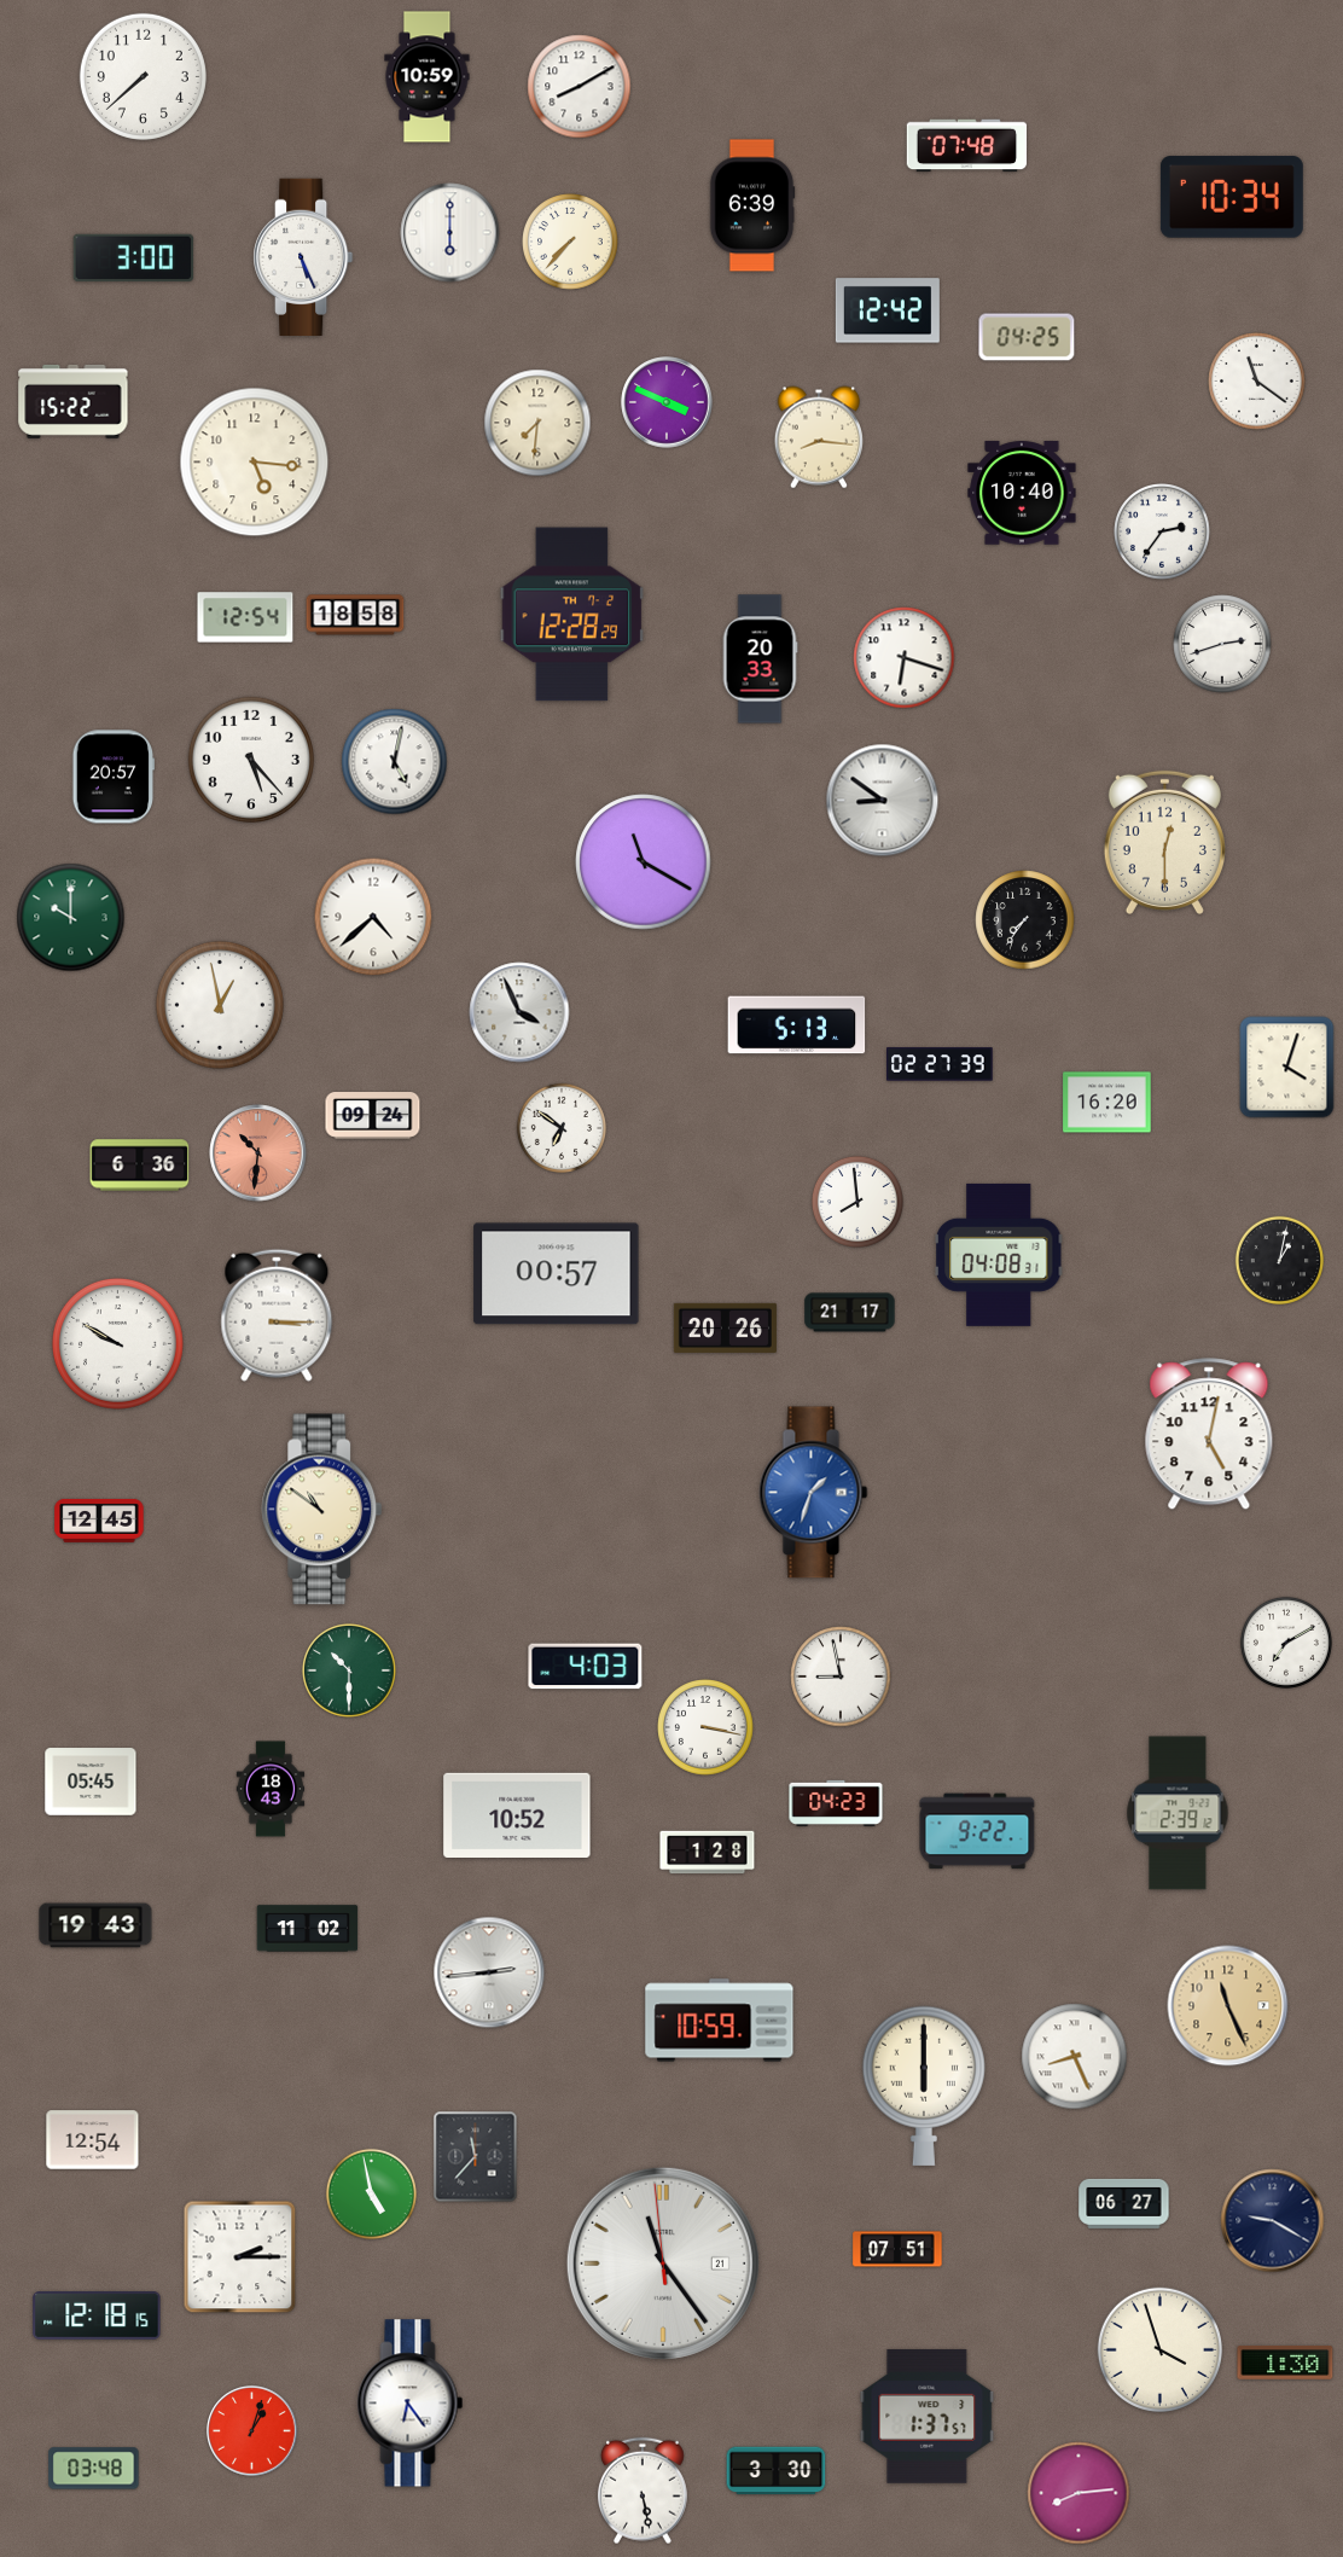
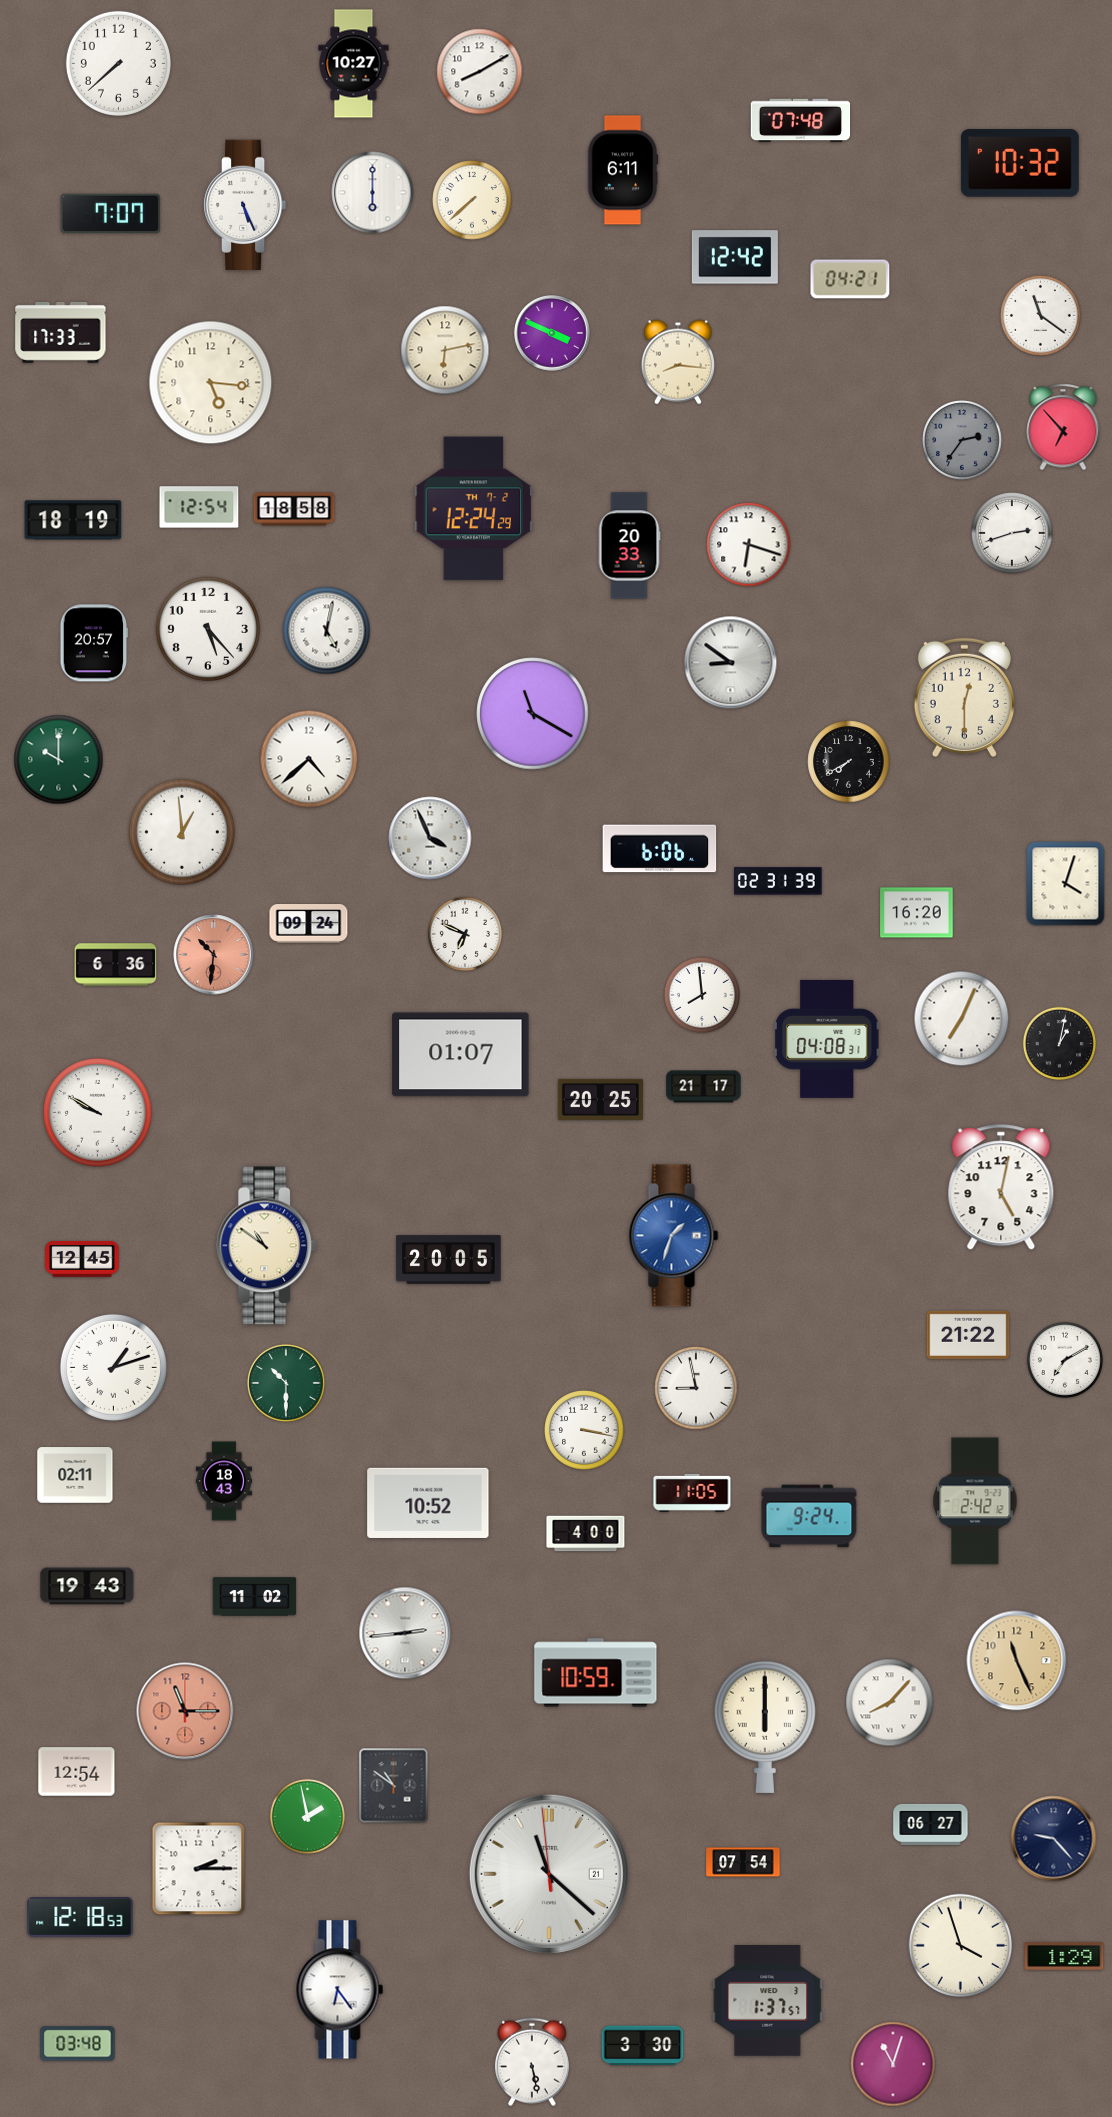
clock at (428, 77): 10:59 -> 10:27
clock at (1232, 197): 10:34 -> 10:32
clock at (752, 205): 6:39 -> 6:11
clock at (570, 242): 7:37 -> 7:38
clock at (134, 257): 3:00 -> 7:07
clock at (304, 257) position: (304, 257) -> (246, 205)
clock at (1027, 337): 04:25 -> 04:21
clock at (74, 401): 15:22 -> 17:33
clock at (537, 423): 7:31 -> 6:13
clock at (1022, 493): 10:40 -> none
clock at (1063, 427): none -> 6:53
clock at (1162, 531) dial: white -> grey
clock at (572, 615): 12:28 -> 12:24
clock at (245, 617) position: (245, 617) -> (199, 507)
clock at (73, 520): none -> 18:19
clock at (1025, 920): 7:36 -> 7:40
clock at (220, 1005): 12:58 -> 12:59
clock at (797, 1025): 5:13 -> 6:06
clock at (941, 1064): 02:27 -> 02:31
clock at (560, 1127): 6:51 -> 6:49
clock at (857, 1202) position: (857, 1202) -> (702, 995)
clock at (962, 1019): none -> 7:04
clock at (557, 1274): 00:57 -> 01:07
clock at (277, 1315): 3:15 -> none
clock at (725, 1327): 20:26 -> 20:25
clock at (322, 1510) position: (322, 1510) -> (267, 1246)
clock at (449, 1260): none -> 20:05
clock at (968, 1335): none -> 21:22
clock at (113, 1367): none -> 1:12
clock at (586, 1667): 4:03 -> none
clock at (349, 1670) position: (349, 1670) -> (286, 1383)
clock at (91, 1782): 05:45 -> 02:11
clock at (836, 1803): 04:23 -> 11:05
clock at (1178, 1813): 2:39 -> 2:42
clock at (977, 1831): 9:22 -> 9:24
clock at (708, 1853): 1:28 -> 4:00
clock at (95, 1925) position: (95, 1925) -> (87, 1586)
clock at (1075, 2057): 8:26 -> 8:07
clock at (185, 1711): none -> 11:15
clock at (476, 2157): 11:37 -> 10:51
clock at (371, 2193): 4:58 -> 1:58
clock at (1273, 2221): 9:20 -> 9:23
clock at (897, 2249): 07:51 -> 07:54
clock at (663, 2263): 11:23 -> 11:21
clock at (97, 2317): 12:18:15 -> 12:18:53
clock at (1285, 2364): 1:30 -> 1:29
clock at (252, 2431): 1:03 -> none
clock at (1079, 2493): 8:14 -> 11:03
